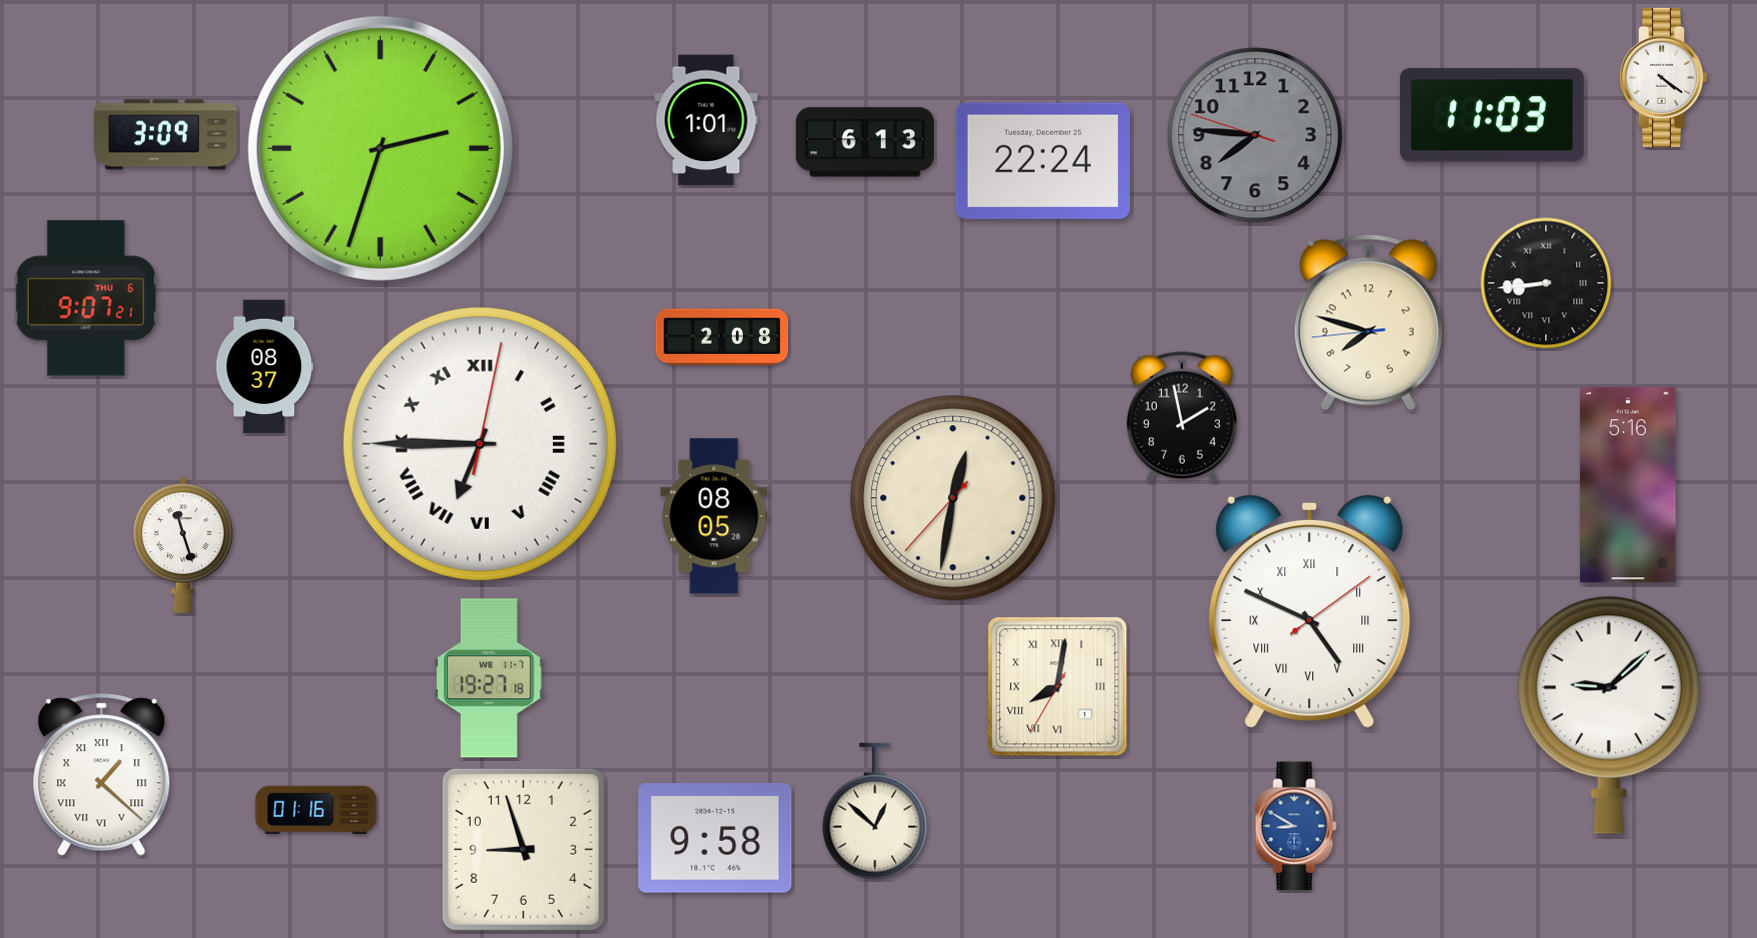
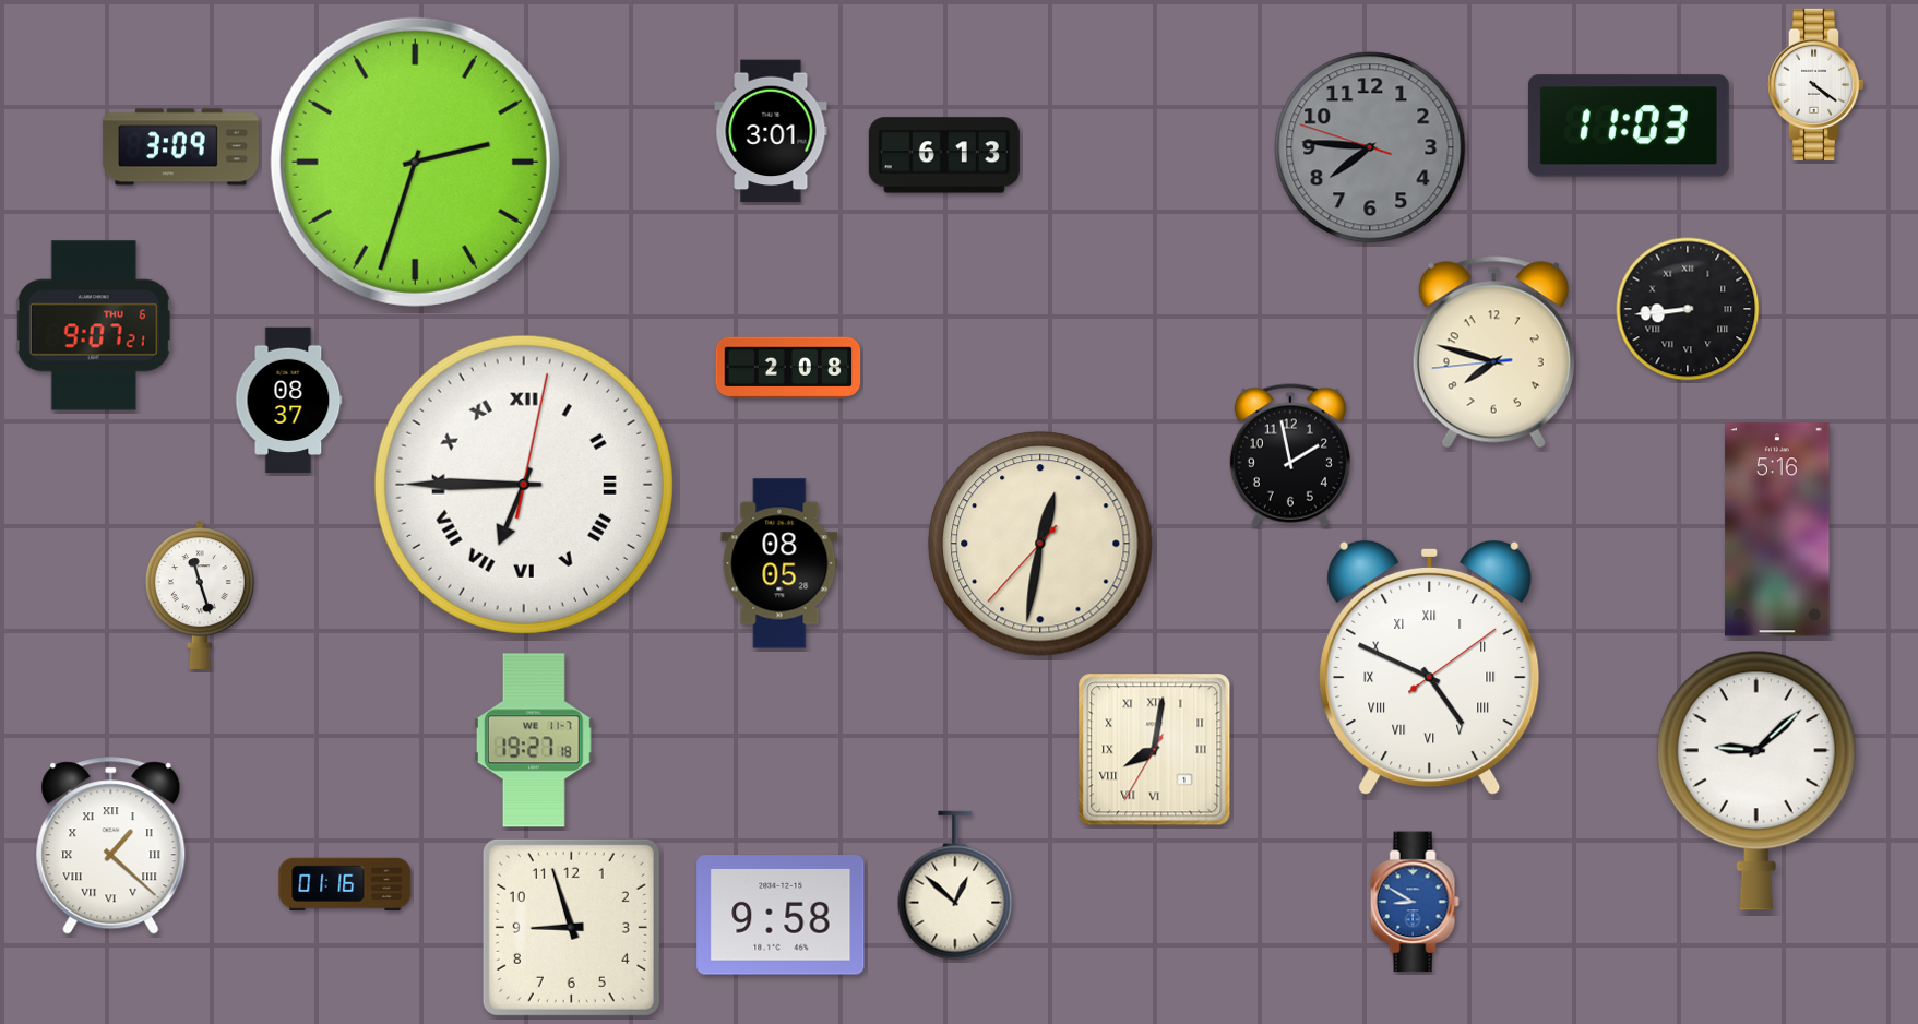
clock at (706, 120): 1:01 -> 3:01
clock at (1043, 161): 22:24 -> none
